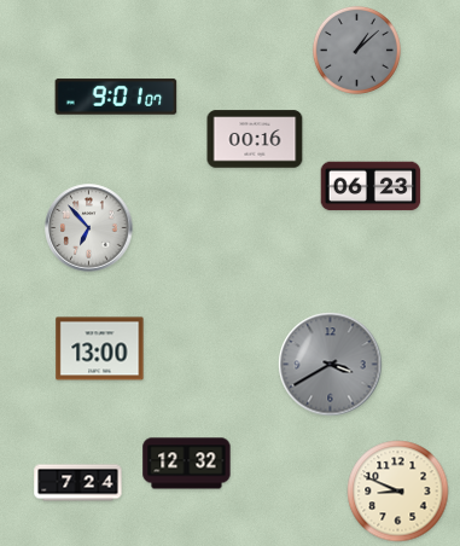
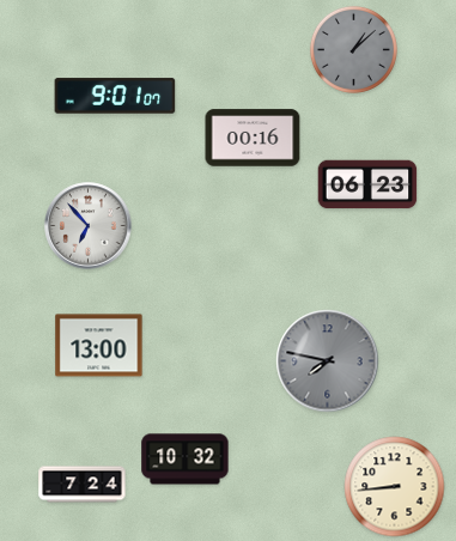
clock at (331, 365): 3:40 -> 7:47
clock at (187, 464): 12:32 -> 10:32
clock at (78, 483) position: (78, 483) -> (83, 485)
clock at (398, 492): 8:49 -> 8:44
